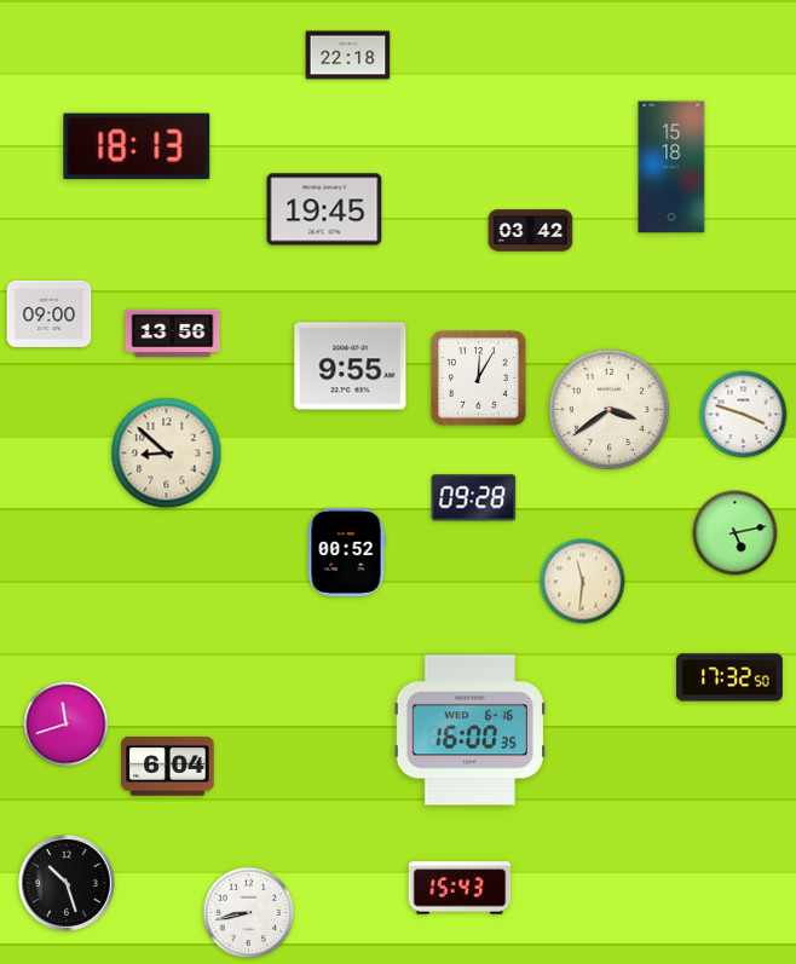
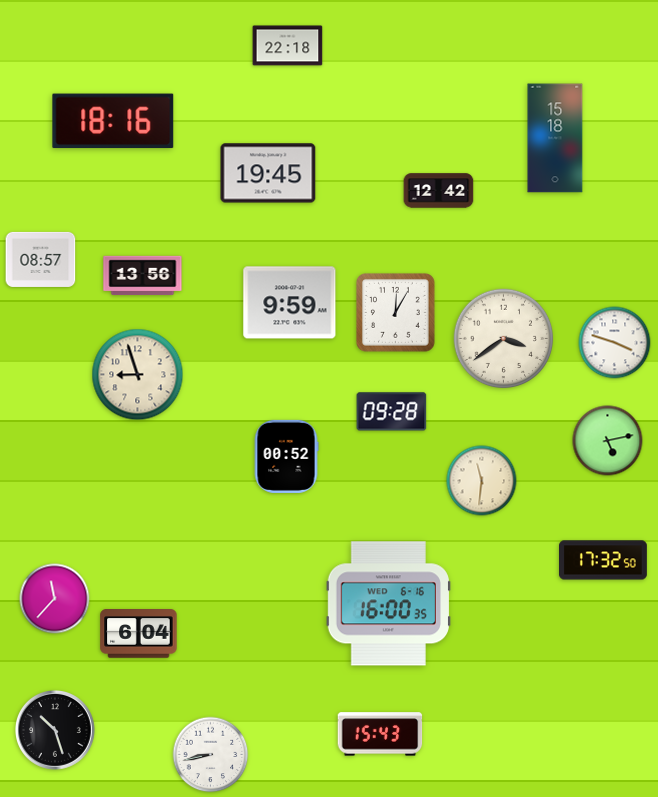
clock at (137, 146): 18:13 -> 18:16
clock at (531, 231): 03:42 -> 12:42
clock at (50, 313): 09:00 -> 08:57
clock at (351, 366): 9:55 -> 9:59
clock at (167, 454): 8:52 -> 8:57
clock at (67, 725): 11:42 -> 11:37
clock at (249, 913) position: (249, 913) -> (211, 755)
